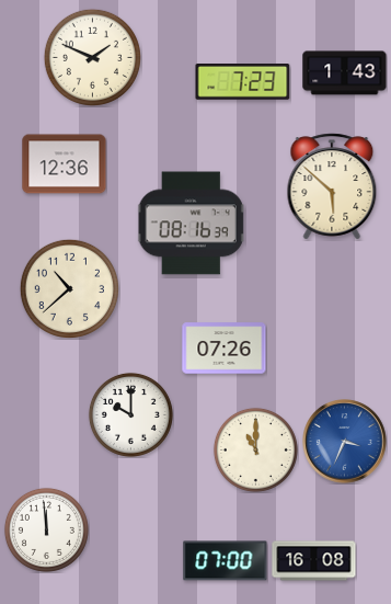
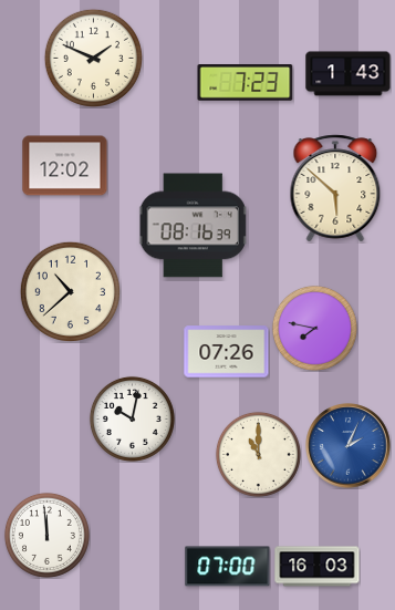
clock at (65, 164): 12:36 -> 12:02
clock at (314, 328): none -> 7:47
clock at (130, 414): 10:00 -> 10:02
clock at (345, 442): 3:34 -> 2:04
clock at (314, 561): 16:08 -> 16:03
